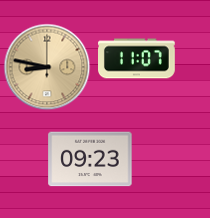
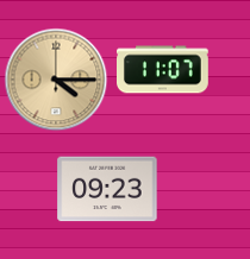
clock at (47, 67): 8:47 -> 4:15
